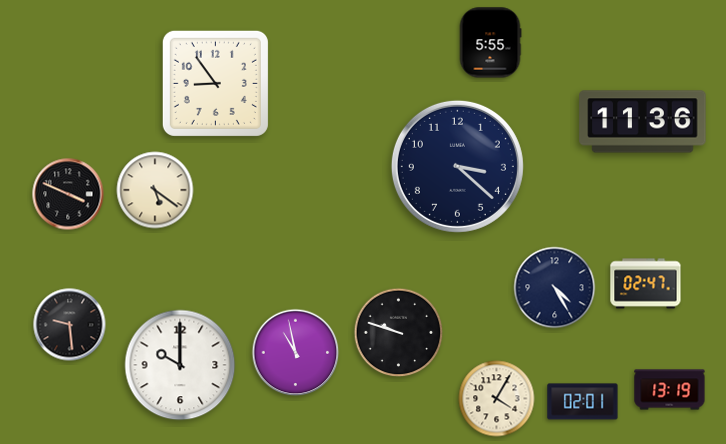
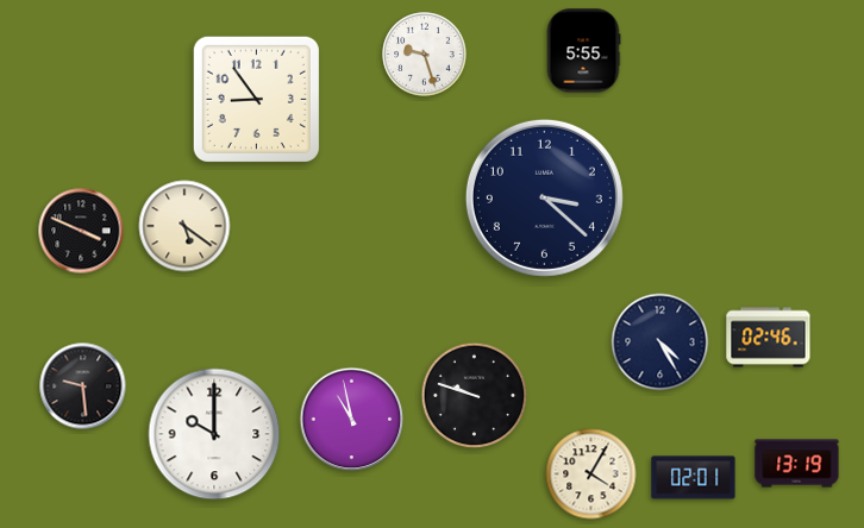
clock at (425, 55): none -> 9:27
clock at (643, 122): 11:36 -> none
clock at (646, 284): 02:47 -> 02:46
